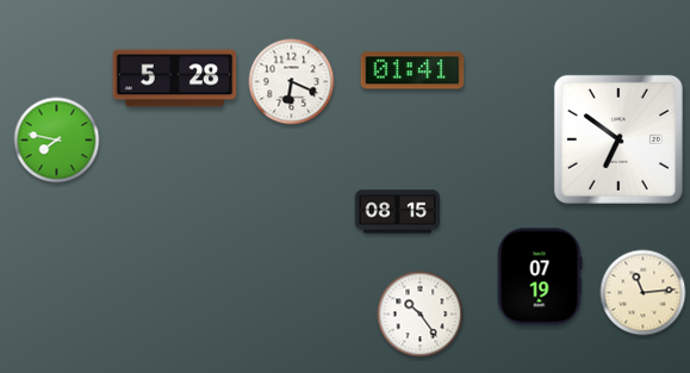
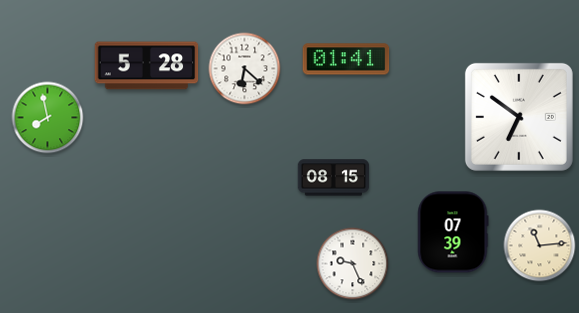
clock at (292, 82): 6:19 -> 6:22
clock at (57, 141): 7:47 -> 7:58
clock at (540, 276): 07:19 -> 07:39
clock at (421, 315): 10:24 -> 9:26
